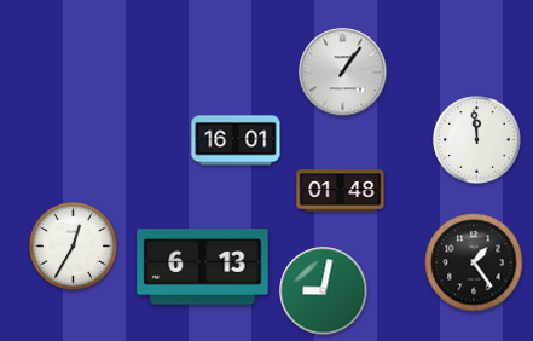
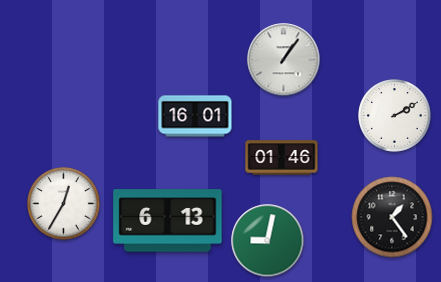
clock at (477, 140): 11:59 -> 2:10
clock at (341, 191): 01:48 -> 01:46
clock at (74, 247) position: (74, 247) -> (64, 204)
